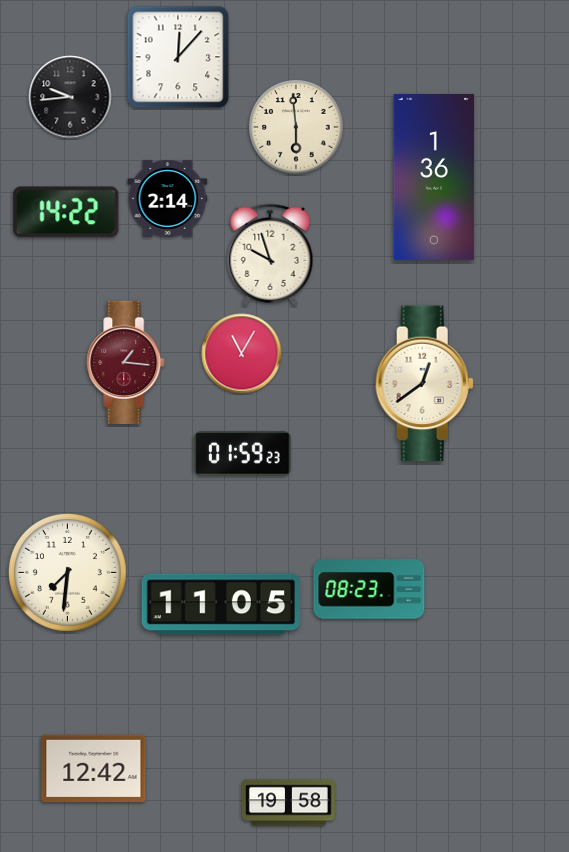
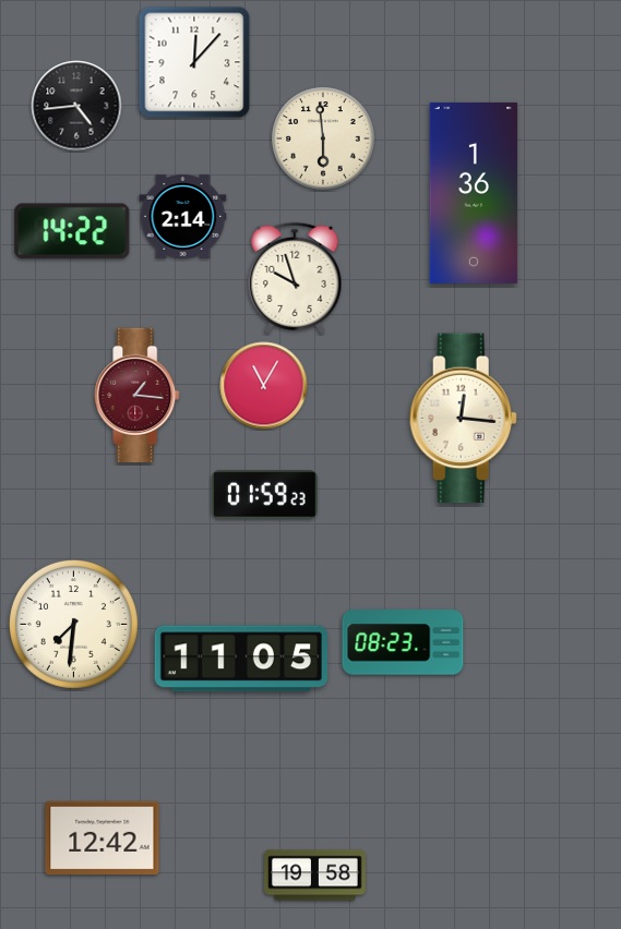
clock at (70, 97): 9:44 -> 4:44
clock at (424, 384): 12:39 -> 12:16
